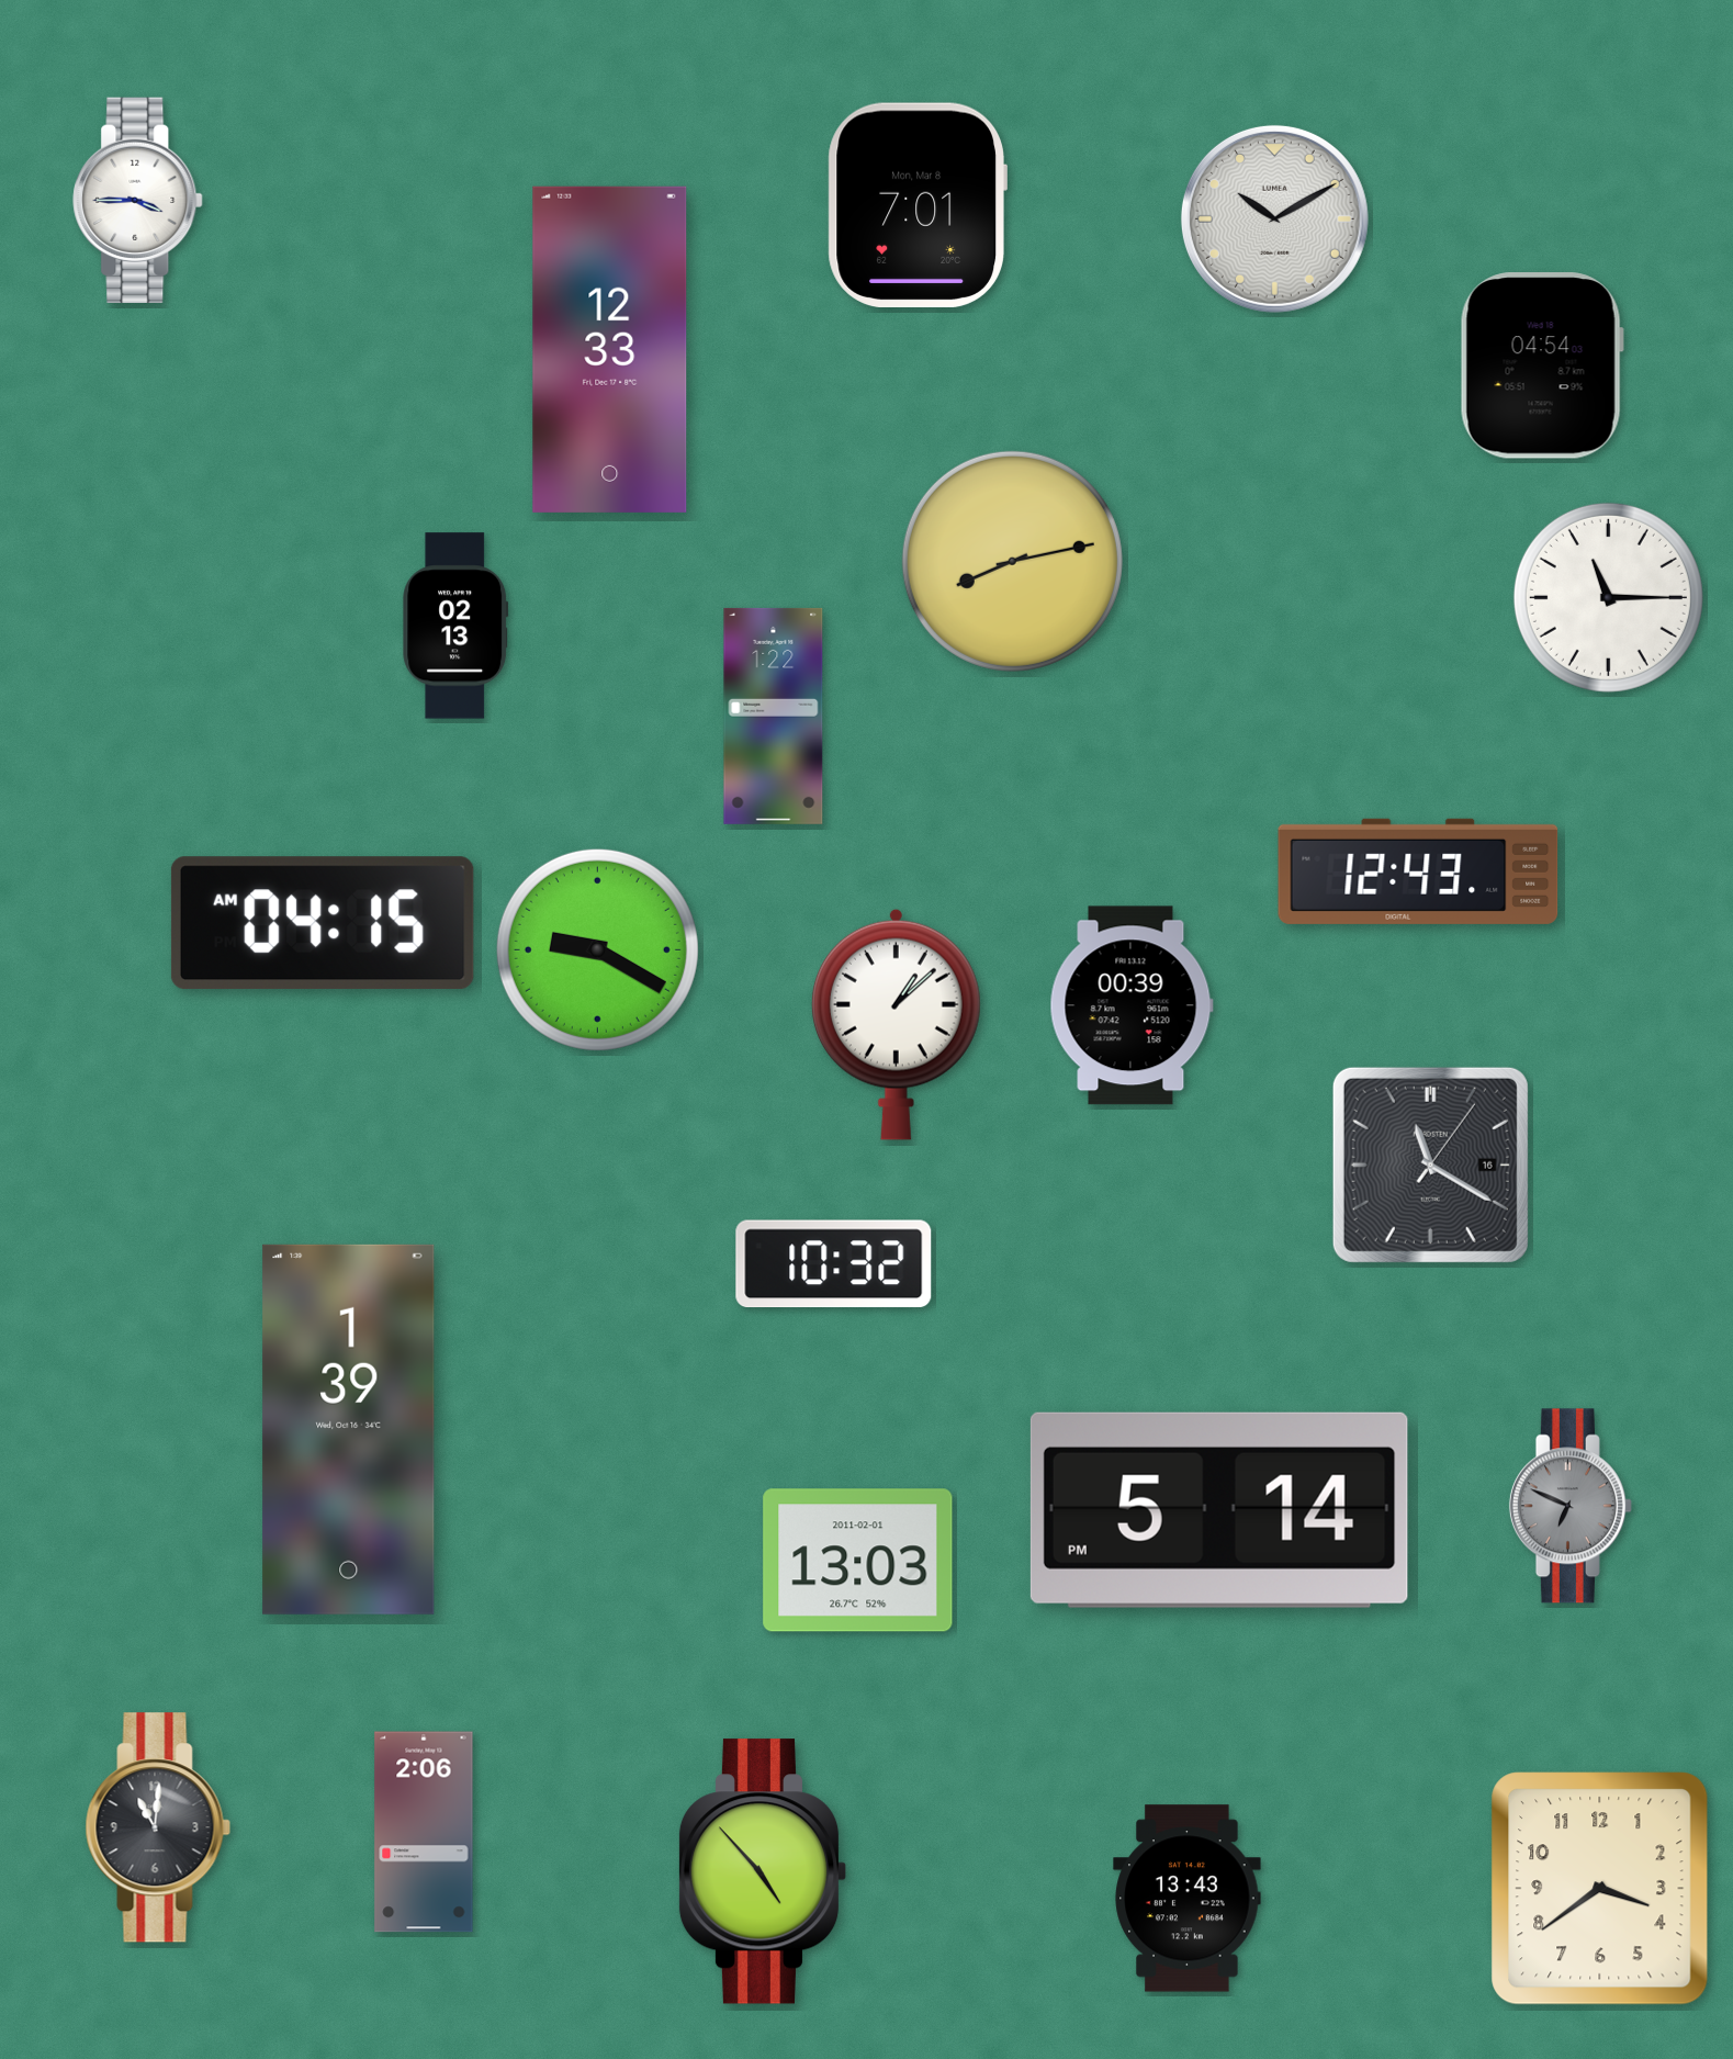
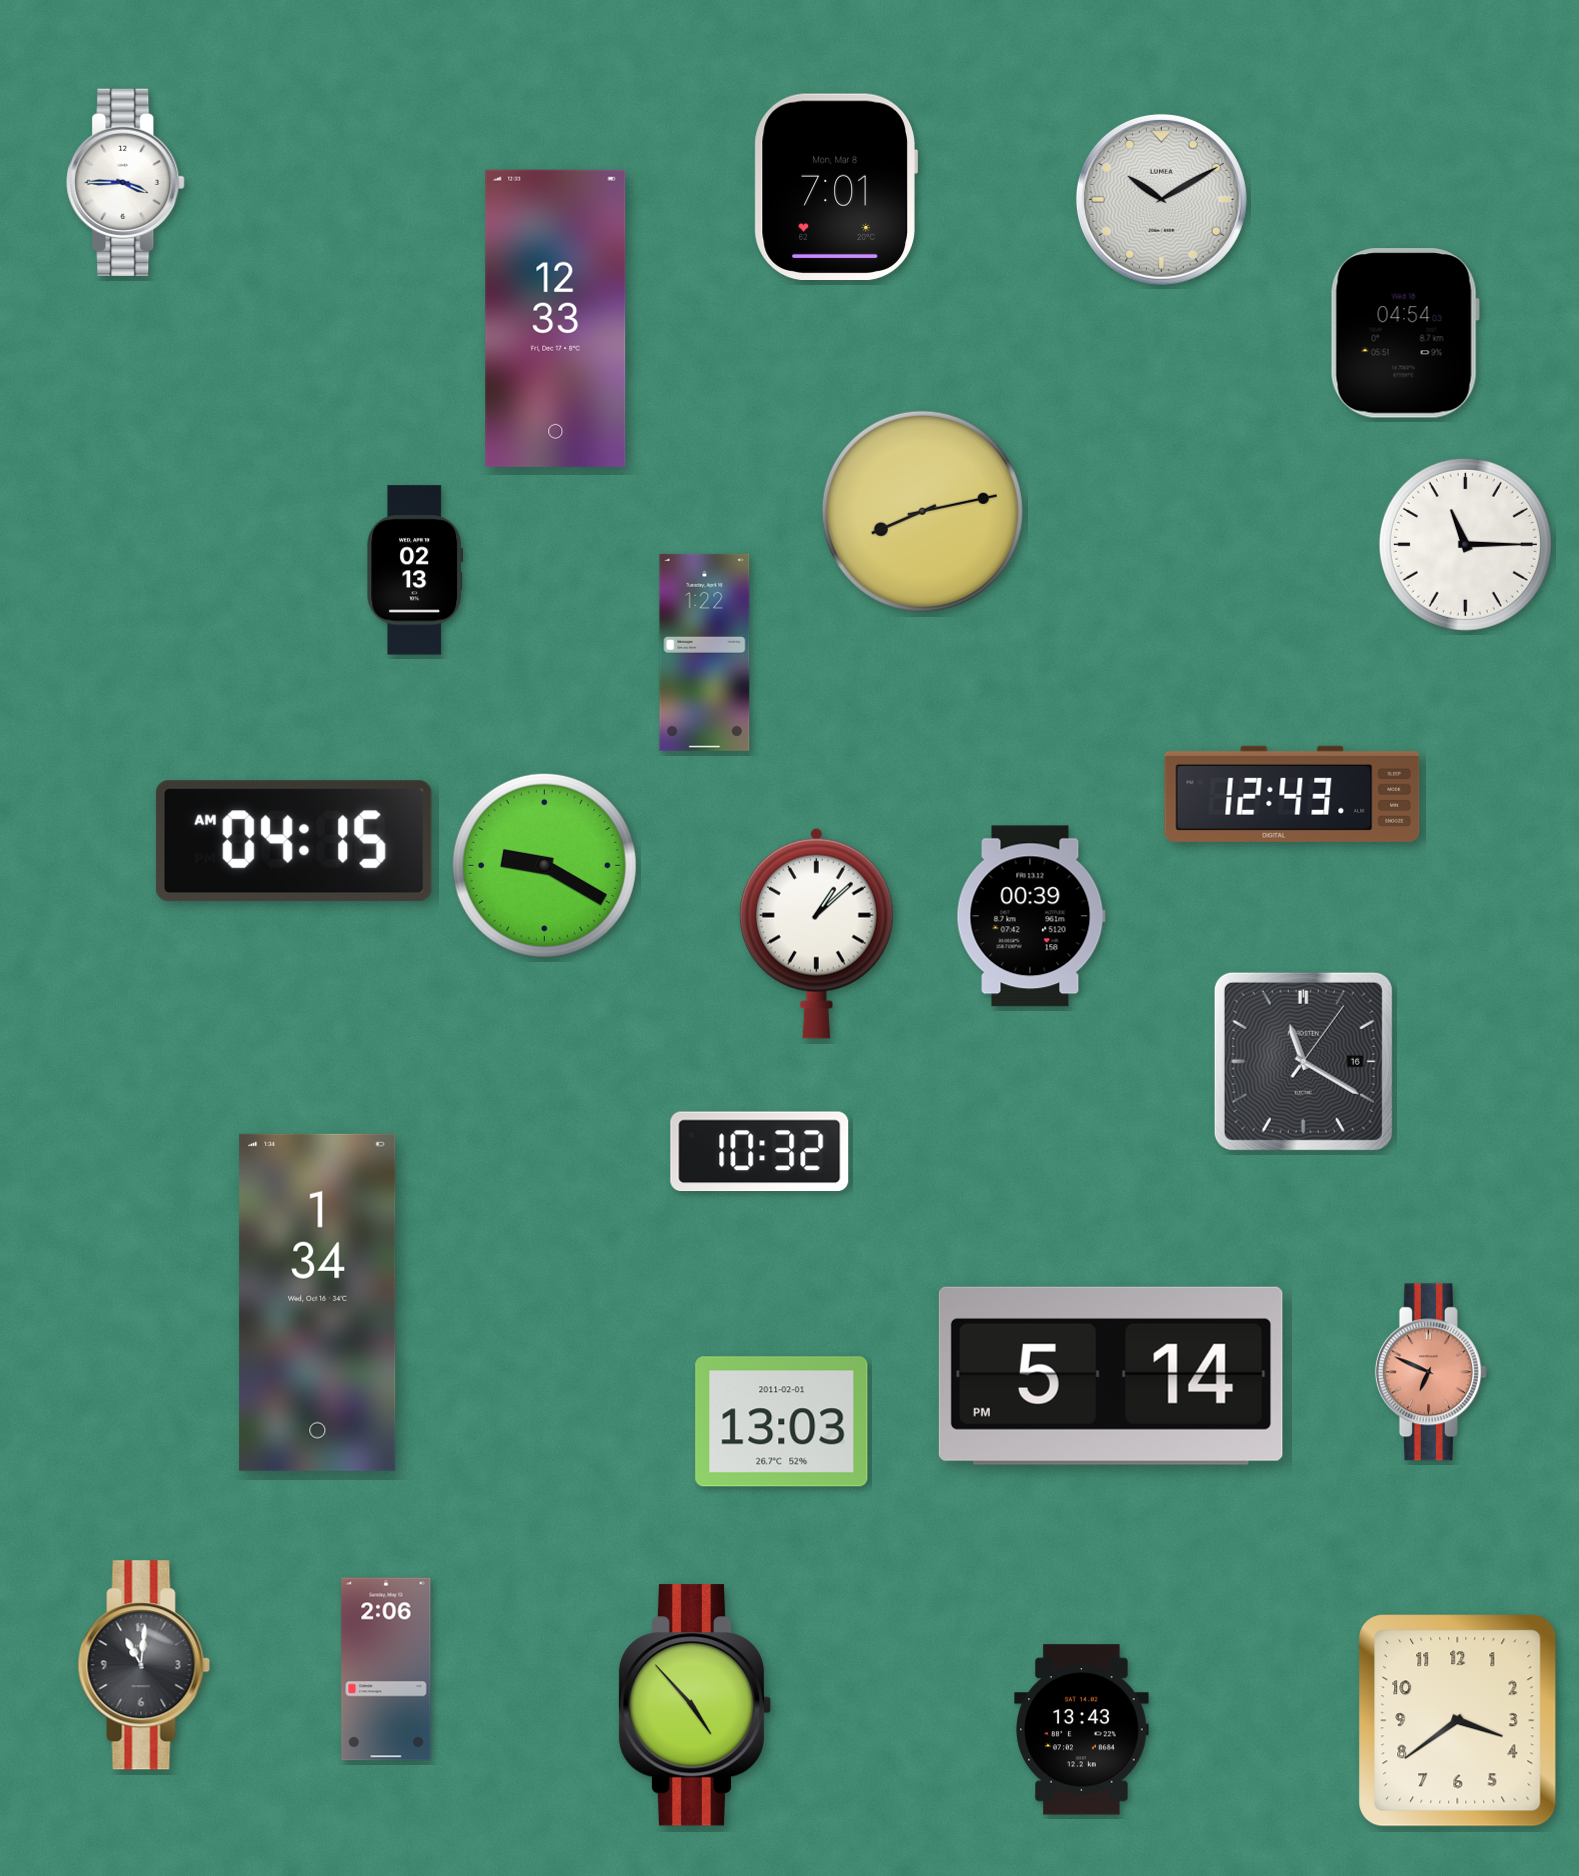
clock at (349, 1429): 1:39 -> 1:34
clock at (1571, 1506) dial: grey -> salmon
